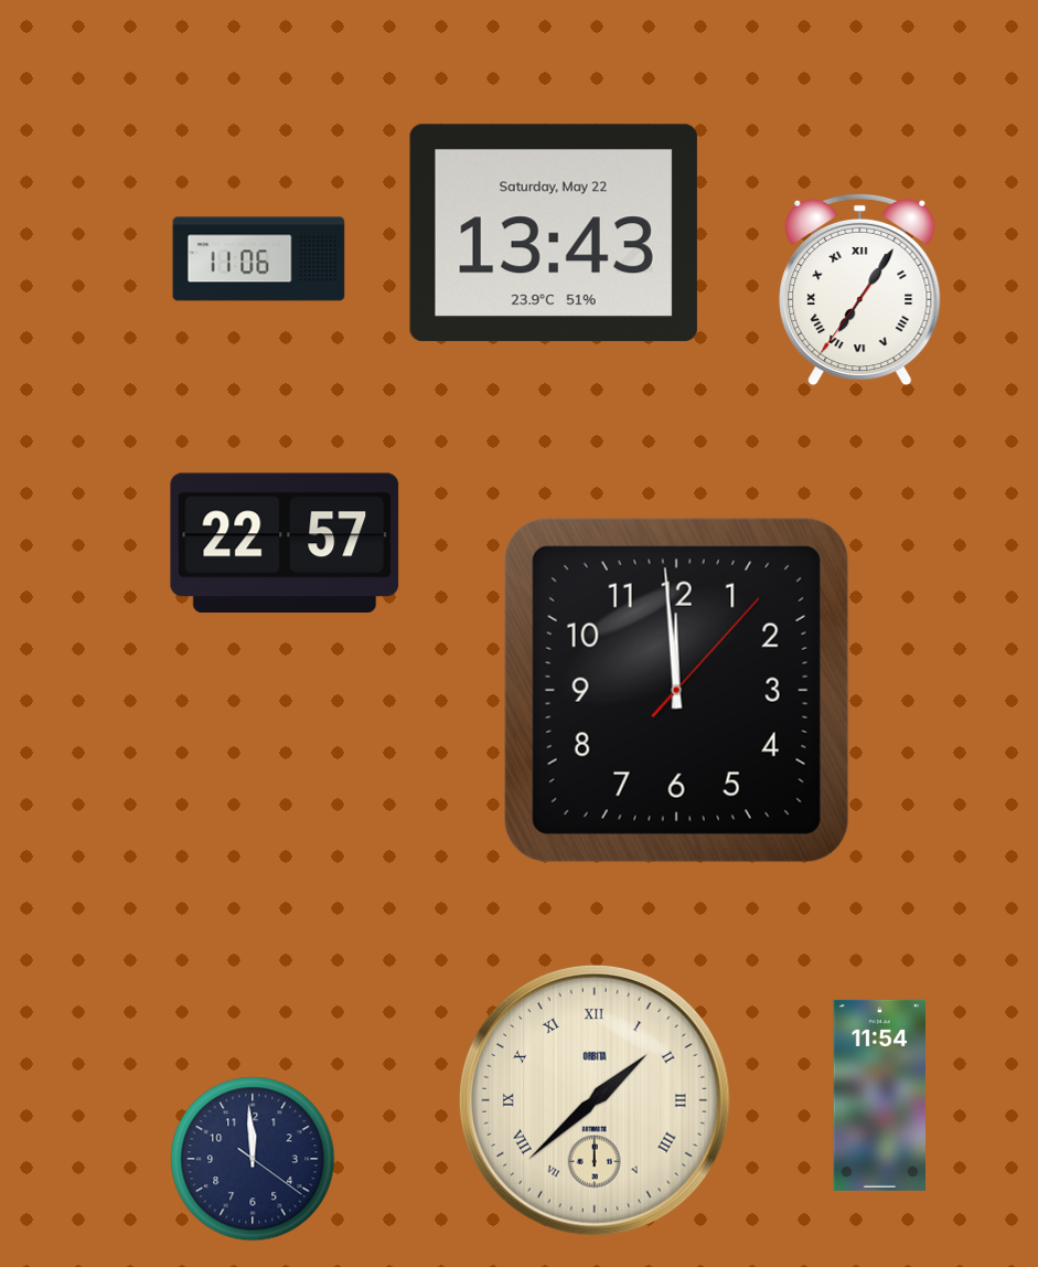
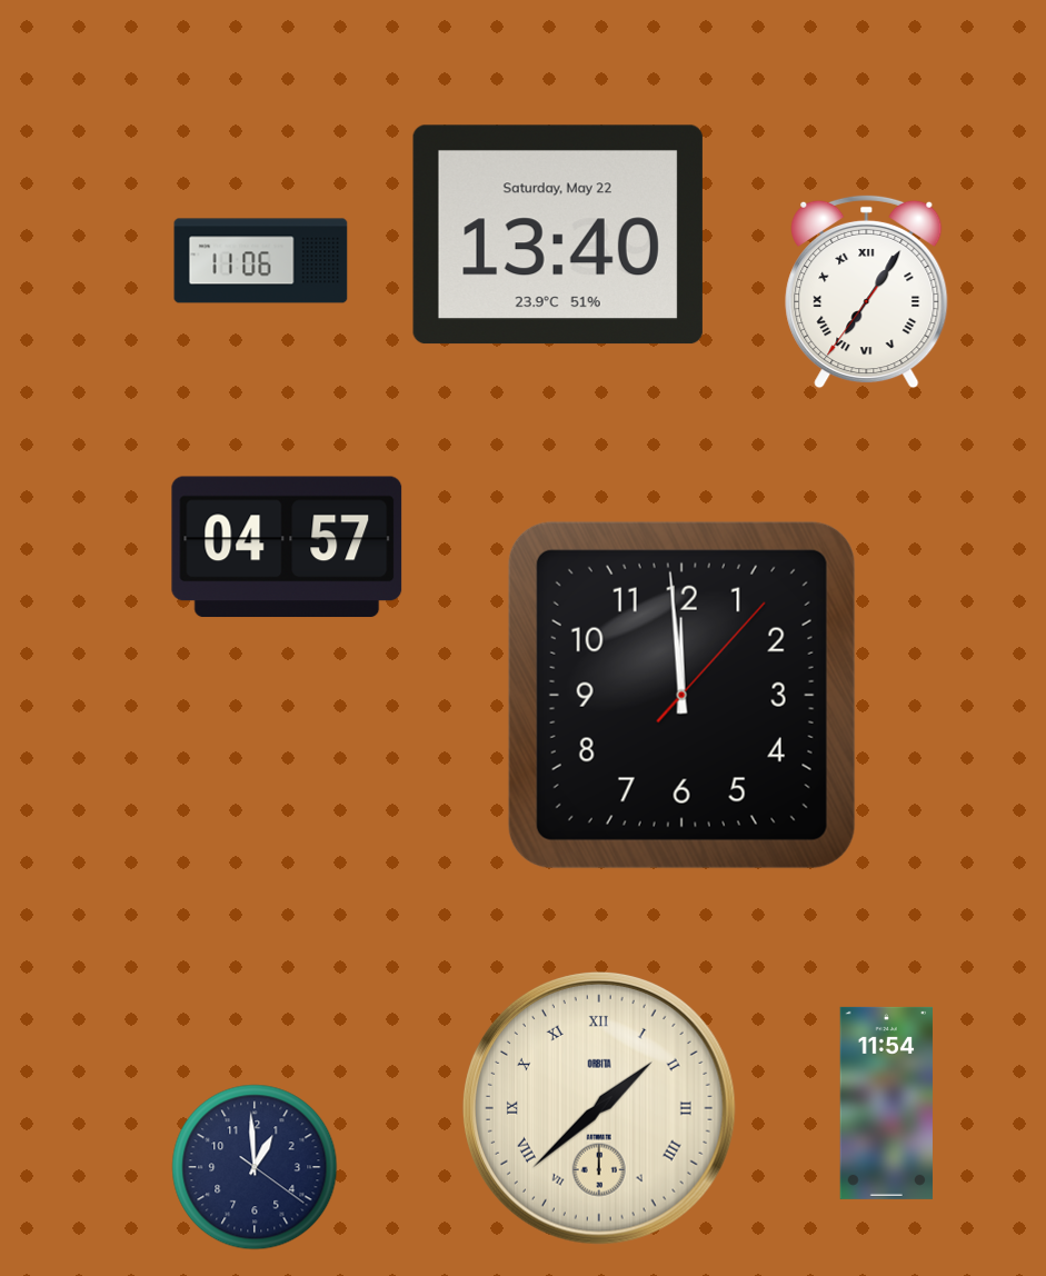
clock at (554, 233): 13:43 -> 13:40
clock at (285, 543): 22:57 -> 04:57
clock at (253, 1159): 11:59 -> 12:59
